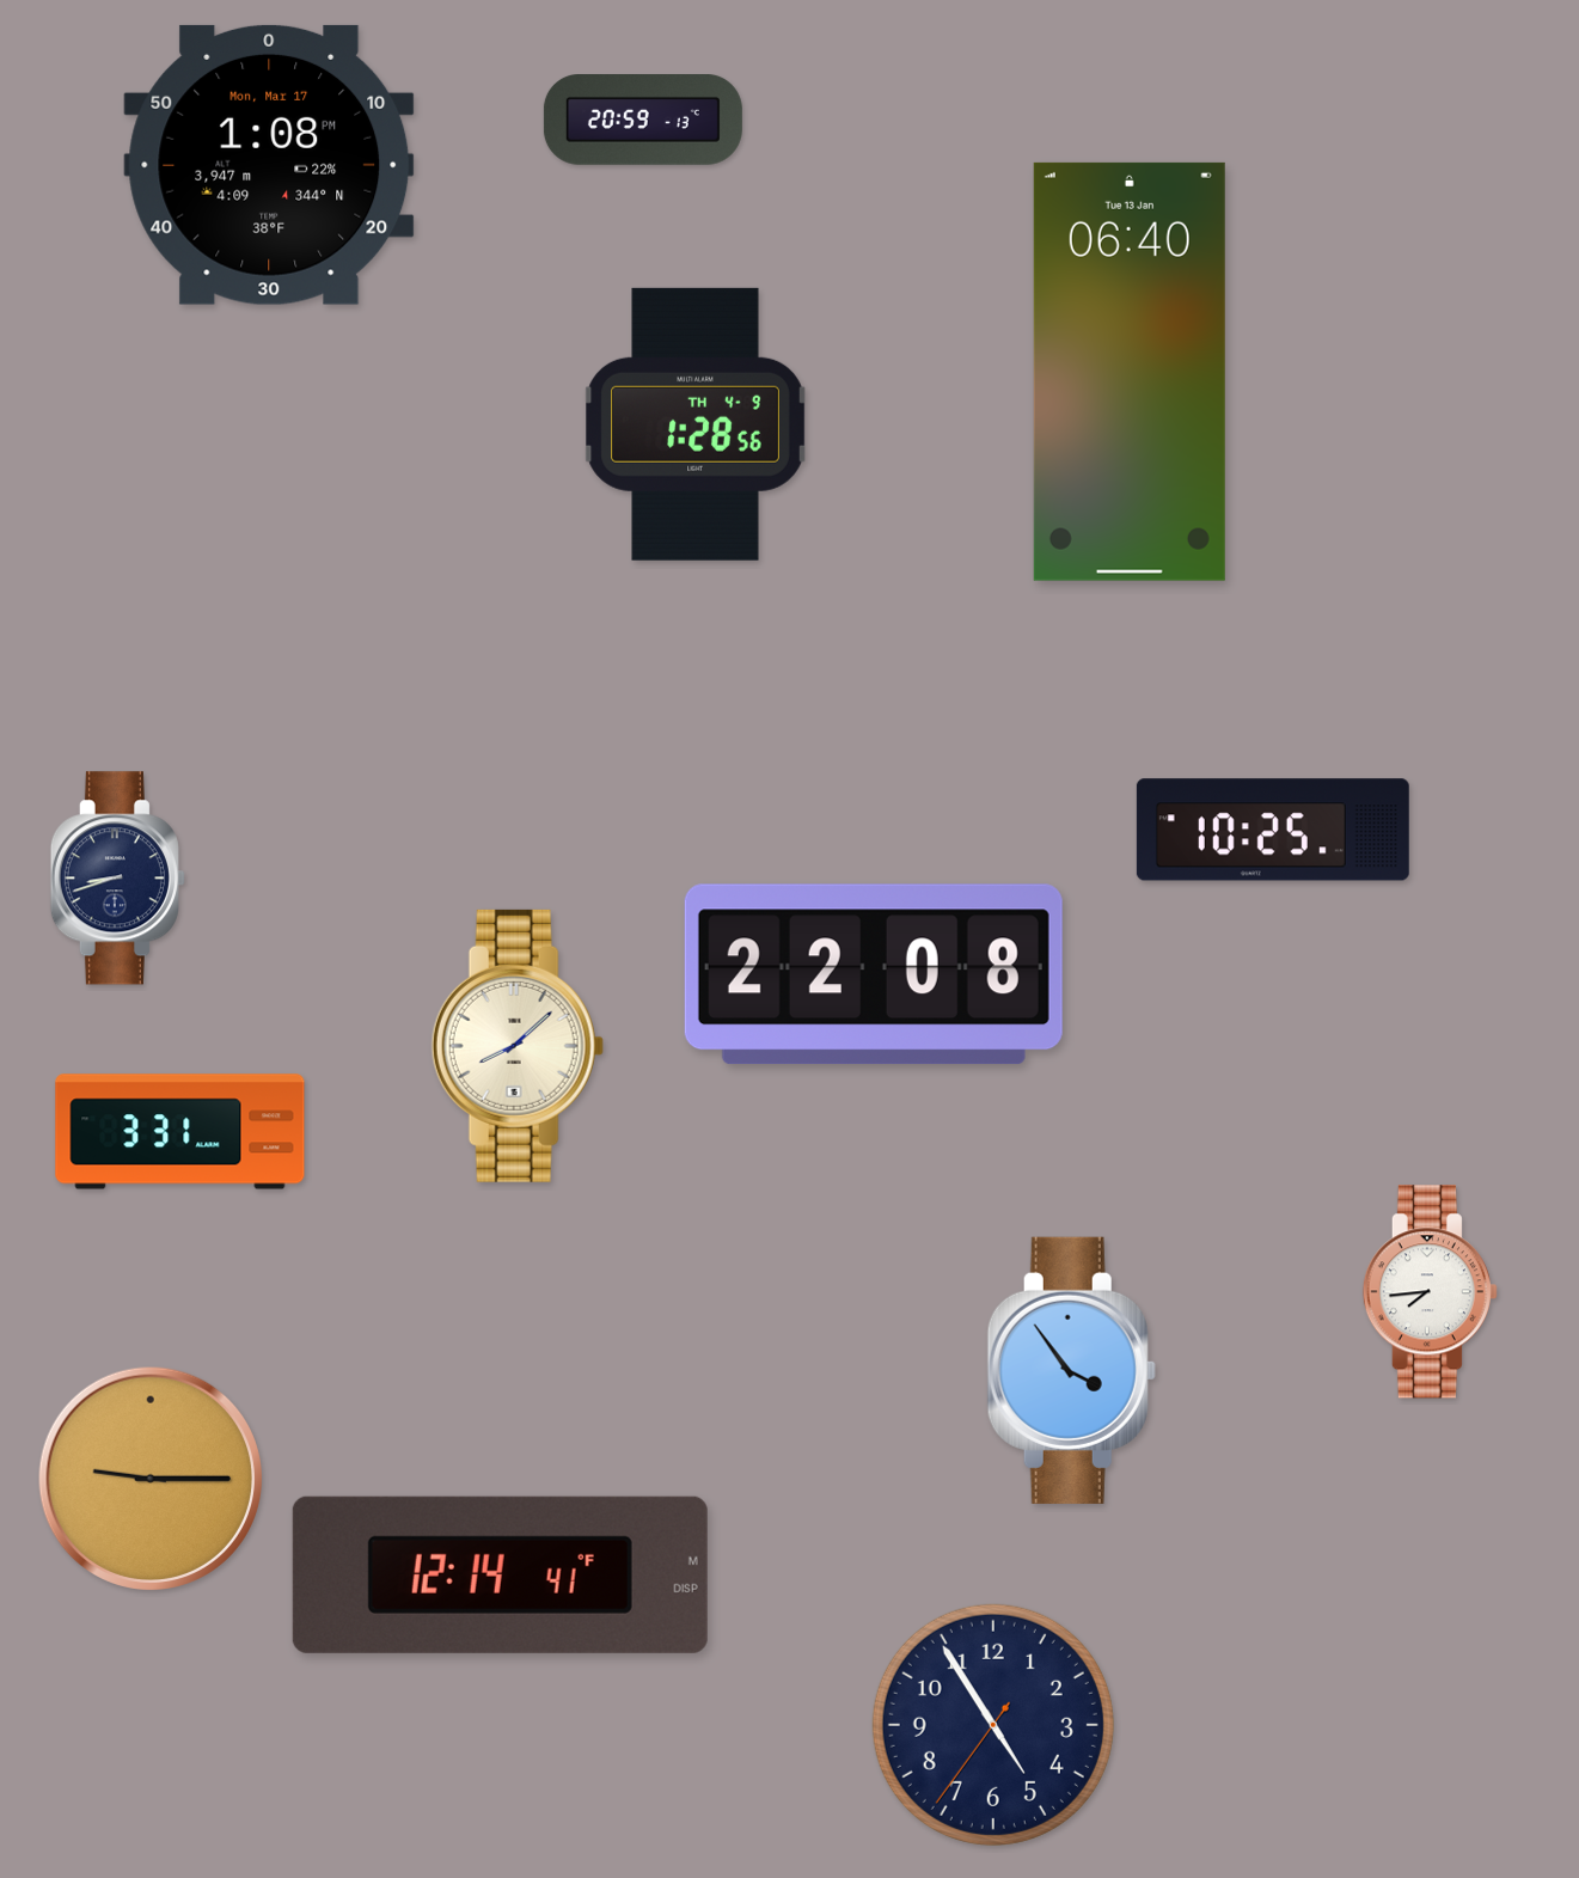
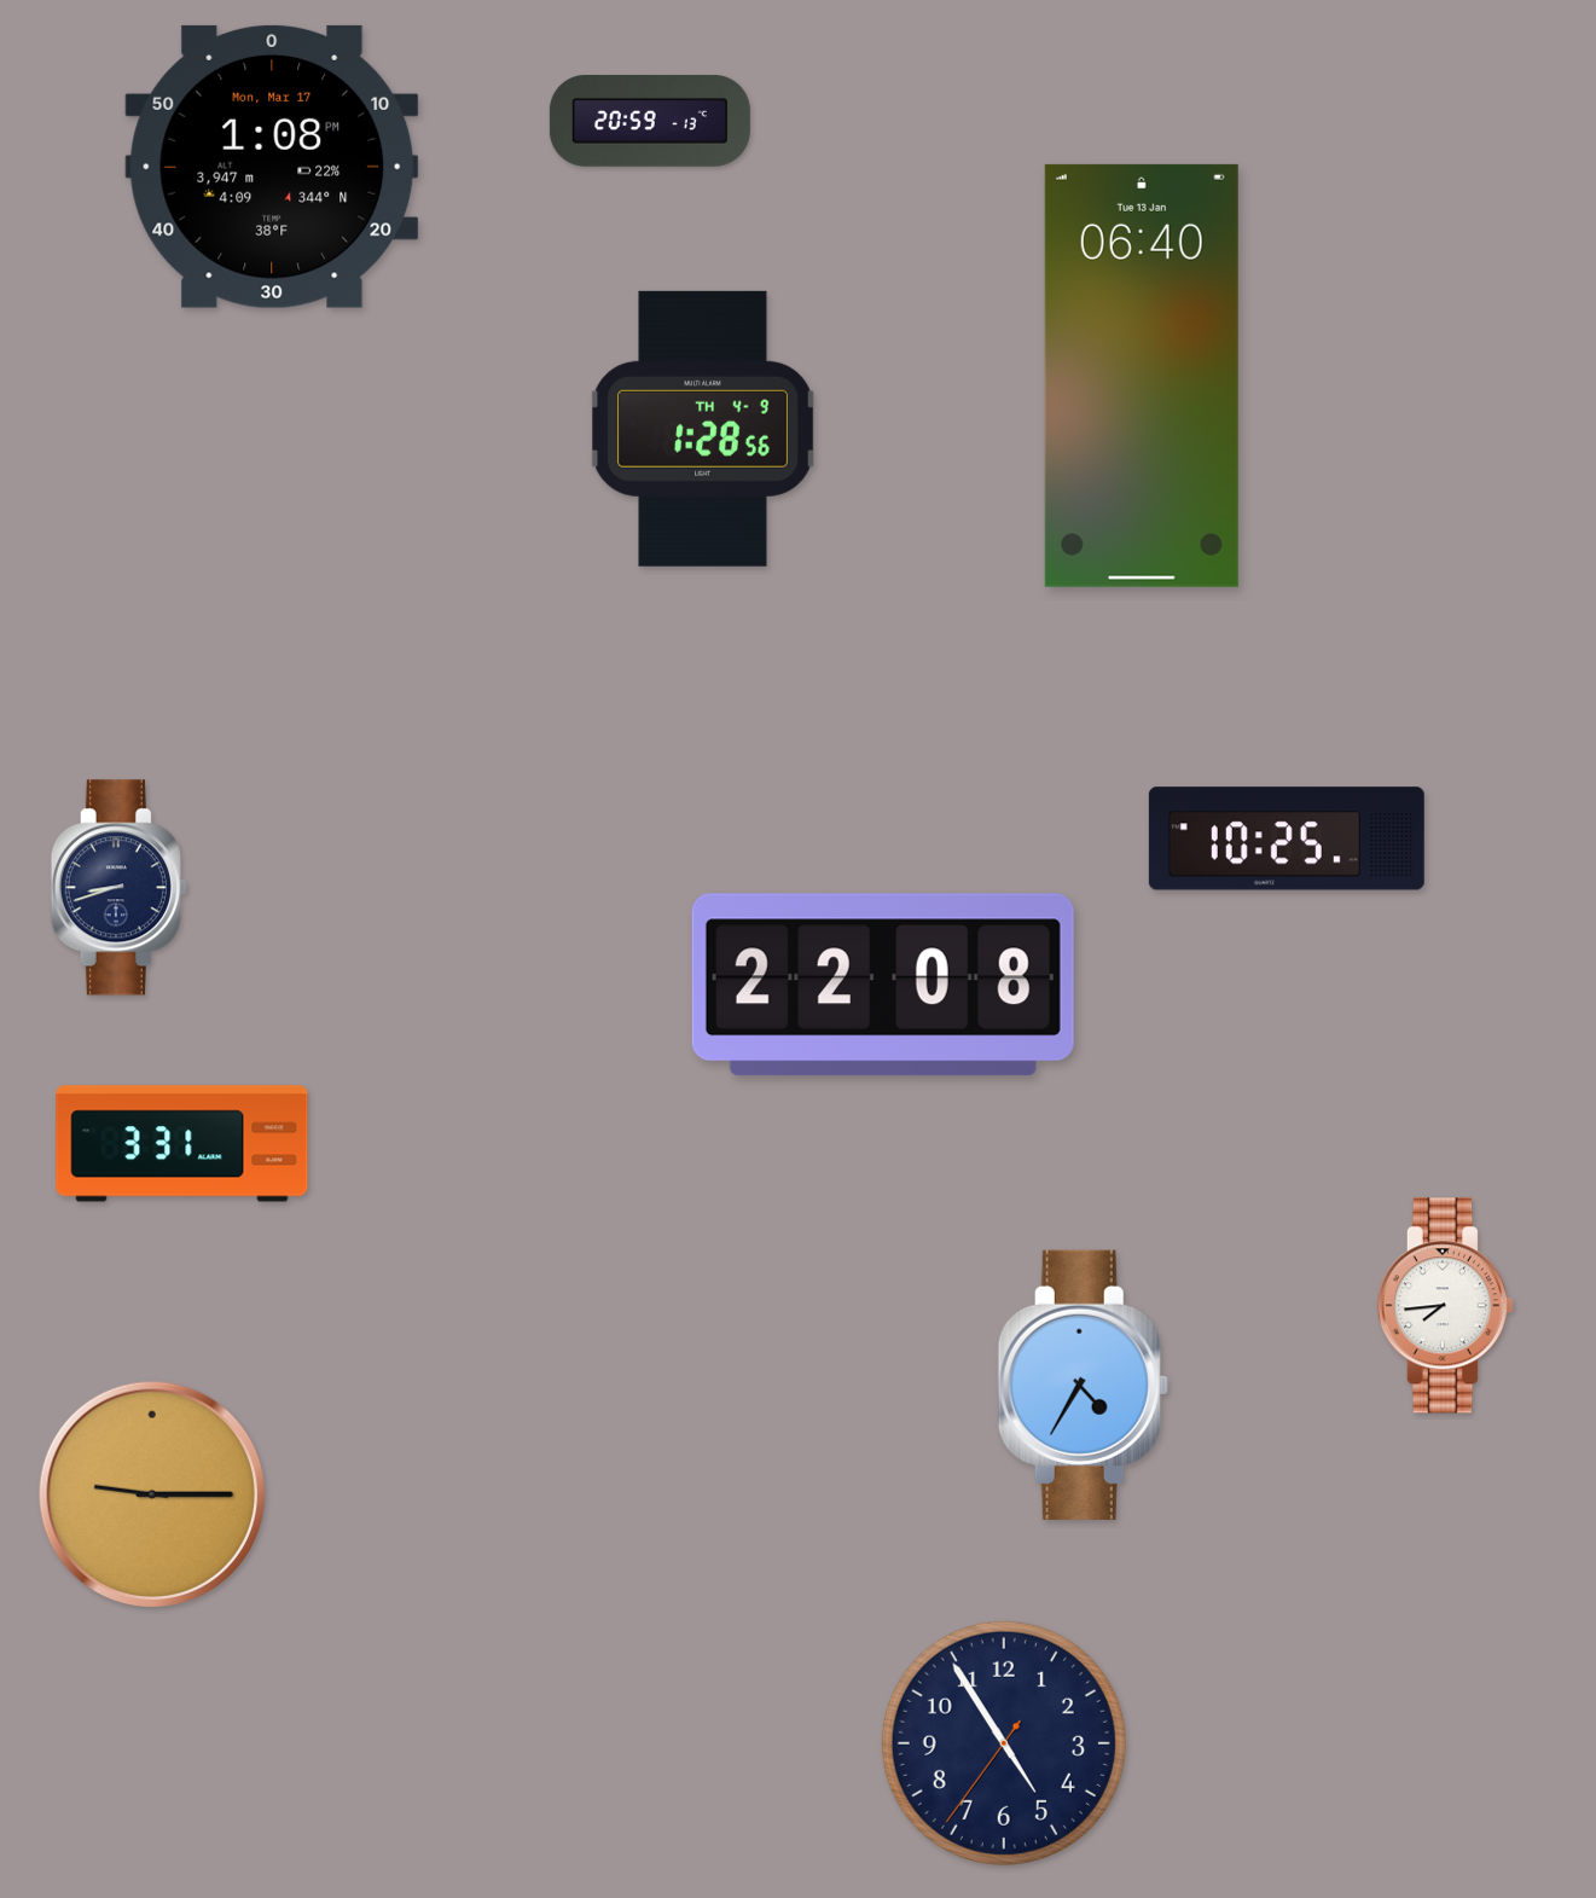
clock at (518, 1046): 8:08 -> none
clock at (1071, 1370): 3:54 -> 4:35
clock at (500, 1574): 12:14 -> none
